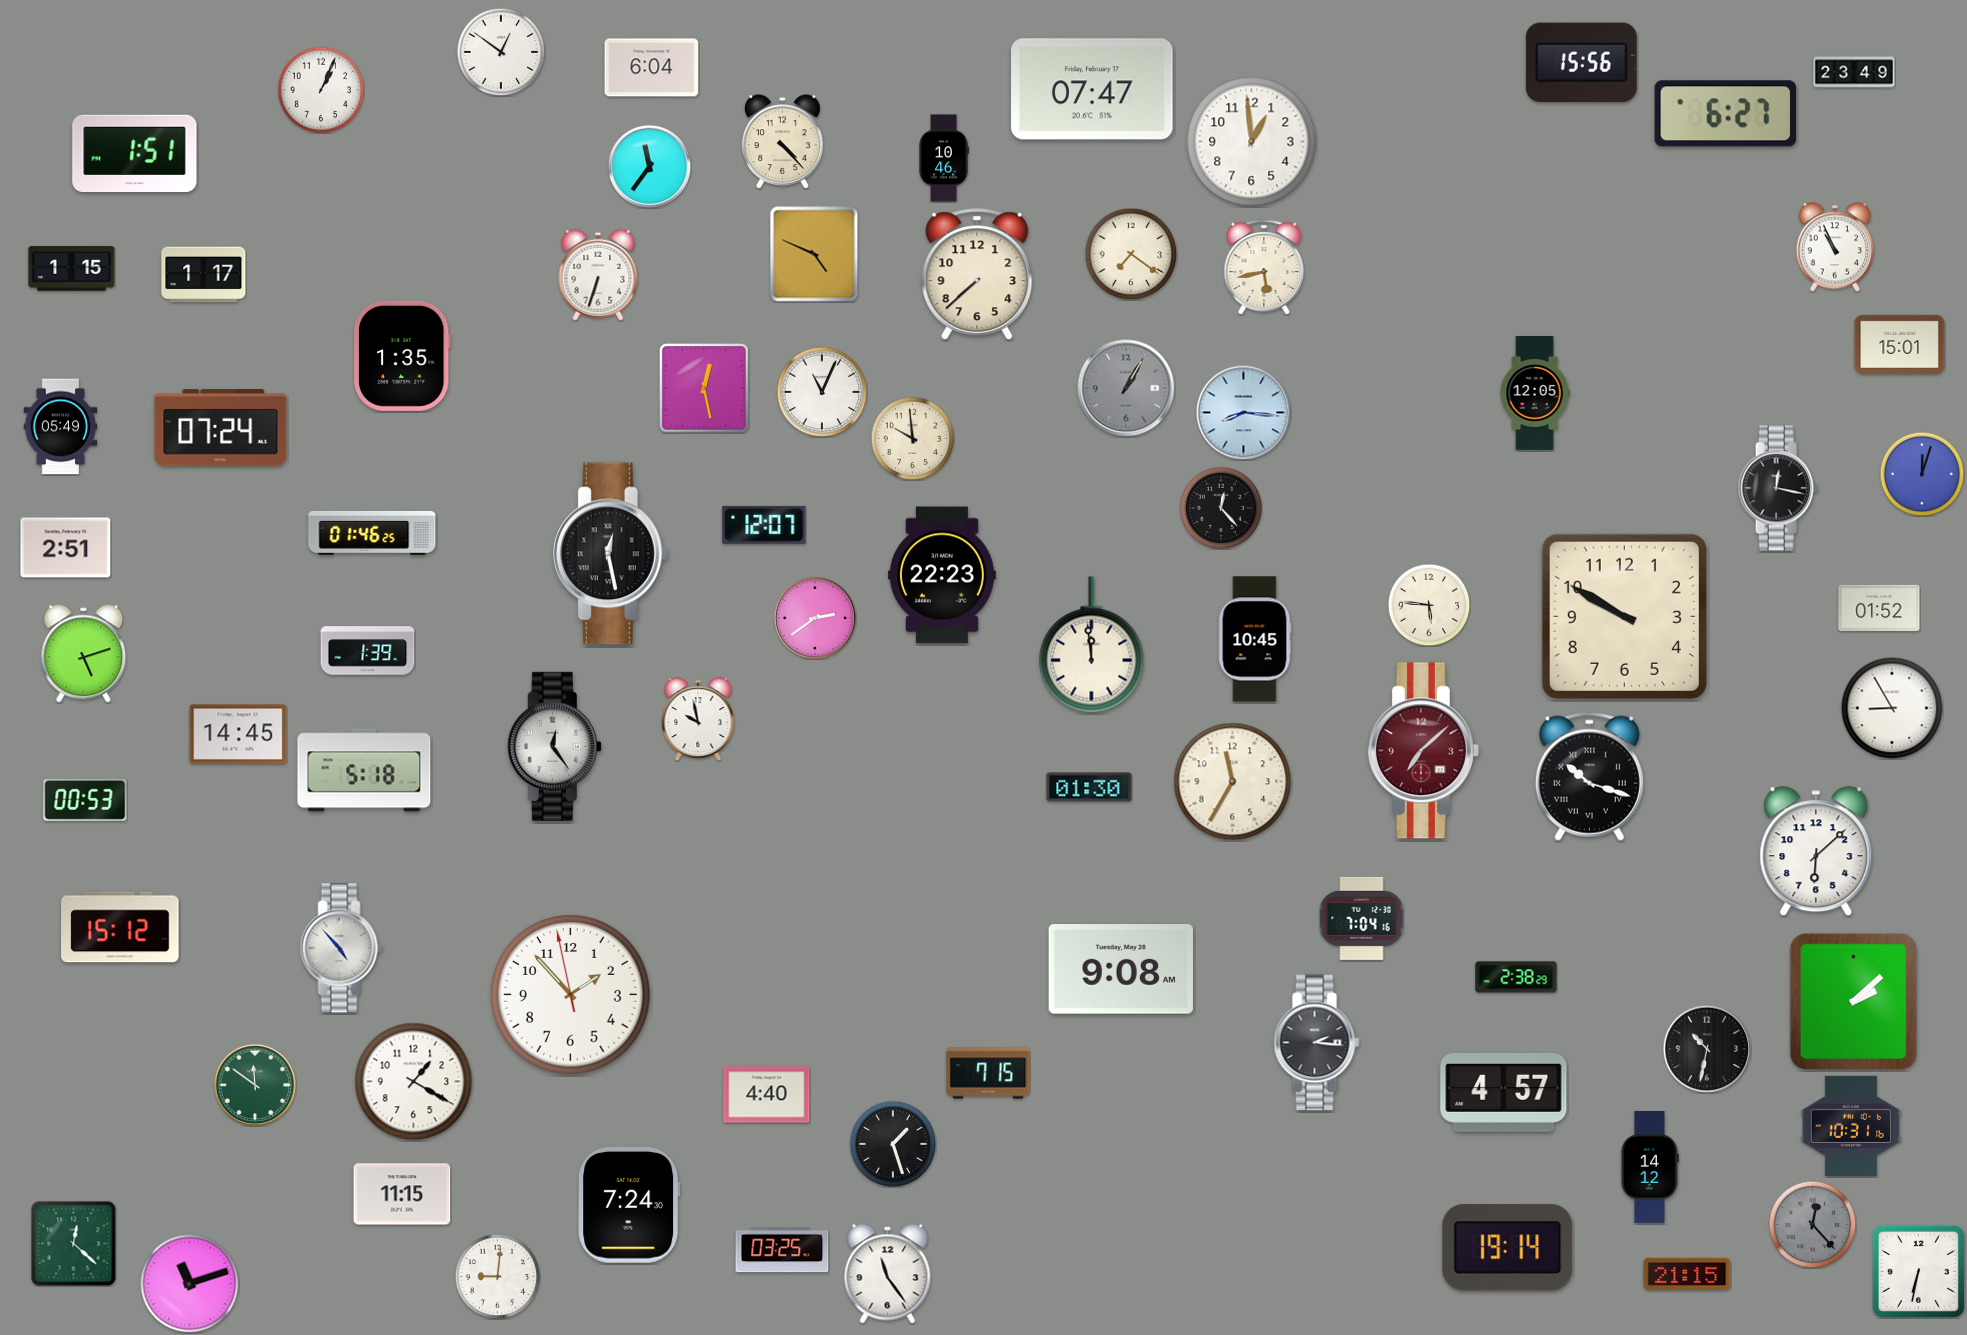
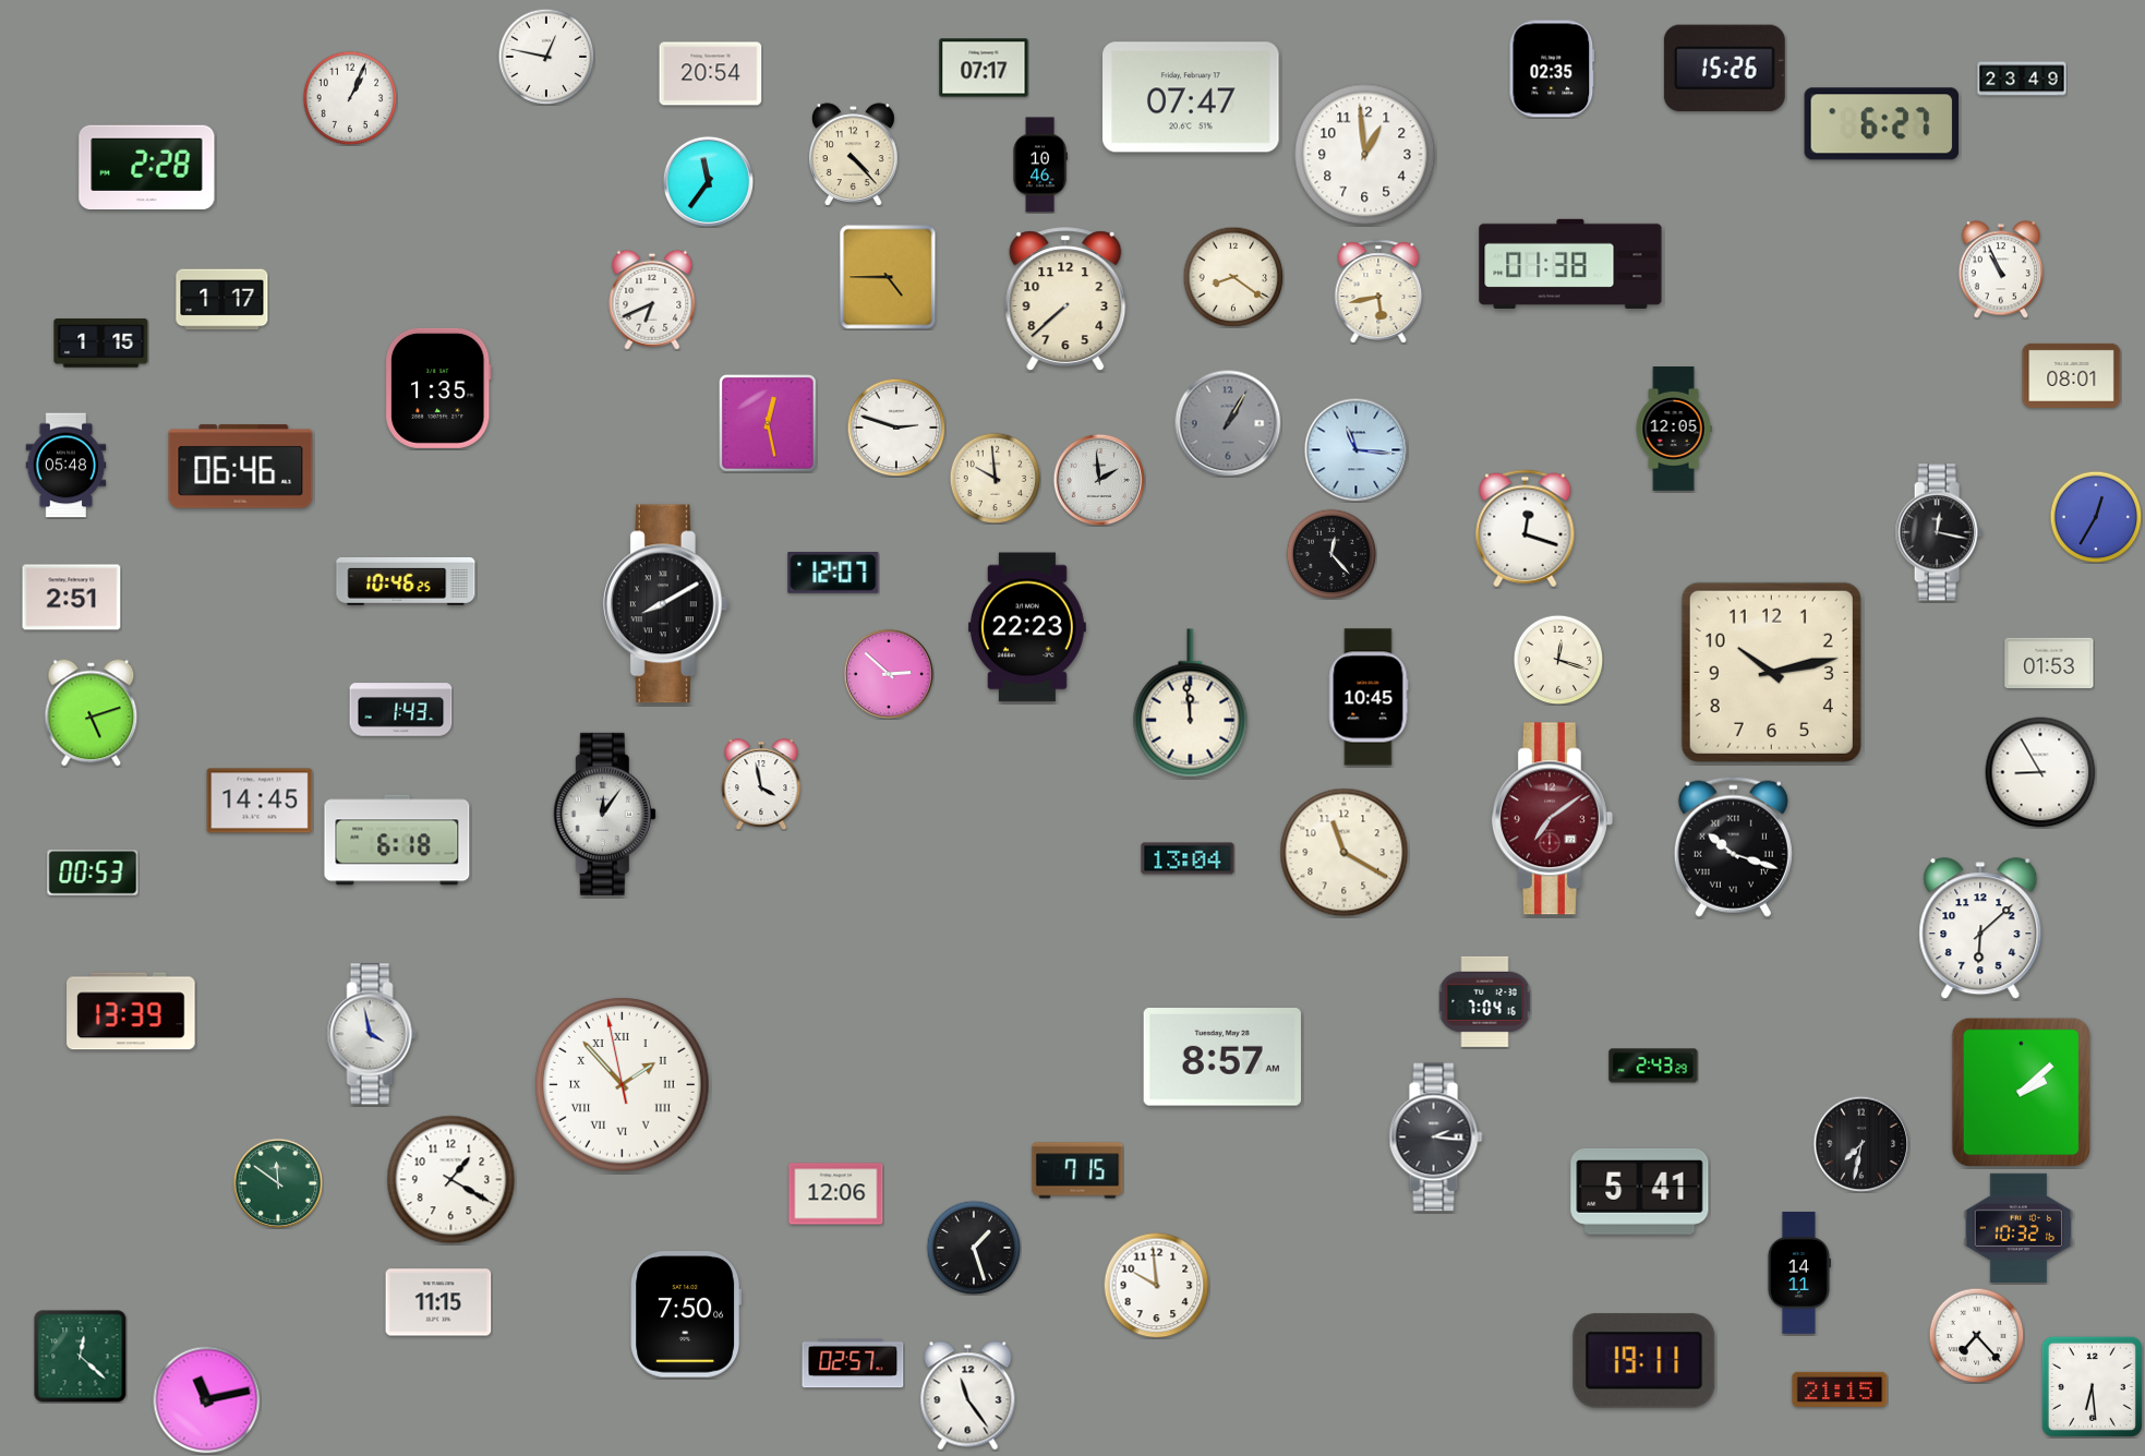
clock at (501, 52): 12:51 -> 12:47
clock at (984, 68): none -> 07:17
clock at (1552, 69): none -> 02:35
clock at (1581, 63): 15:56 -> 15:26
clock at (652, 68): 6:04 -> 20:54
clock at (135, 154): 1:51 -> 2:28
clock at (944, 158) position: (944, 158) -> (1040, 165)
clock at (1570, 264): none -> 01:38
clock at (814, 254): 4:49 -> 4:45
clock at (1131, 254): 7:21 -> 8:21
clock at (72, 269) position: (72, 269) -> (101, 344)
clock at (598, 275): 6:33 -> 6:41
clock at (1900, 344): 15:01 -> 08:01
clock at (822, 392): 11:04 -> 2:48
clock at (1243, 412): 8:16 -> 11:16
clock at (61, 427): 05:49 -> 05:48
clock at (221, 428): 07:24 -> 06:46
clock at (1098, 479): none -> 1:59
clock at (1922, 474): 12:03 -> 12:35
clock at (1526, 529): none -> 12:18
clock at (372, 533): 01:46 -> 10:46
clock at (610, 554): 12:28 -> 8:10
clock at (1429, 605): 5:46 -> 12:18
clock at (1879, 608): 01:52 -> 01:53
clock at (1624, 616): 9:50 -> 10:13
clock at (815, 618): 2:39 -> 2:52
clock at (368, 651): 1:39 -> 1:43
clock at (1892, 708) position: (1892, 708) -> (2040, 772)
clock at (698, 719): 9:58 -> 3:58
clock at (554, 746): 12:24 -> 12:06
clock at (1423, 751): 7:08 -> 7:09
clock at (364, 770): 5:18 -> 6:18
clock at (1233, 782): 11:35 -> 11:20
clock at (1089, 787): 01:30 -> 13:04
clock at (120, 927): 15:12 -> 13:39
clock at (341, 948): 4:53 -> 3:58
clock at (1121, 970): 9:08 -> 8:57
clock at (1516, 977): 2:38 -> 2:43
clock at (571, 995) numerals: Arabic -> Roman
clock at (1707, 1049): 10:32 -> 7:32
clock at (1504, 1093): 4:57 -> 5:41
clock at (767, 1095): 4:40 -> 12:06
clock at (1851, 1126): 10:31 -> 10:32
clock at (1649, 1168): 14:12 -> 14:11
clock at (1156, 1285): none -> 9:59
clock at (629, 1206): 7:24 -> 7:50
clock at (1812, 1224): 12:23 -> 7:23
clock at (1812, 1224) dial: grey -> white
clock at (1508, 1248): 19:14 -> 19:11
clock at (782, 1250): 03:25 -> 02:57
clock at (1918, 1271): 6:32 -> 6:29
clock at (888, 1274) position: (888, 1274) -> (968, 1396)
clock at (497, 1276): 9:01 -> none
clock at (190, 1284): 11:12 -> 11:13
